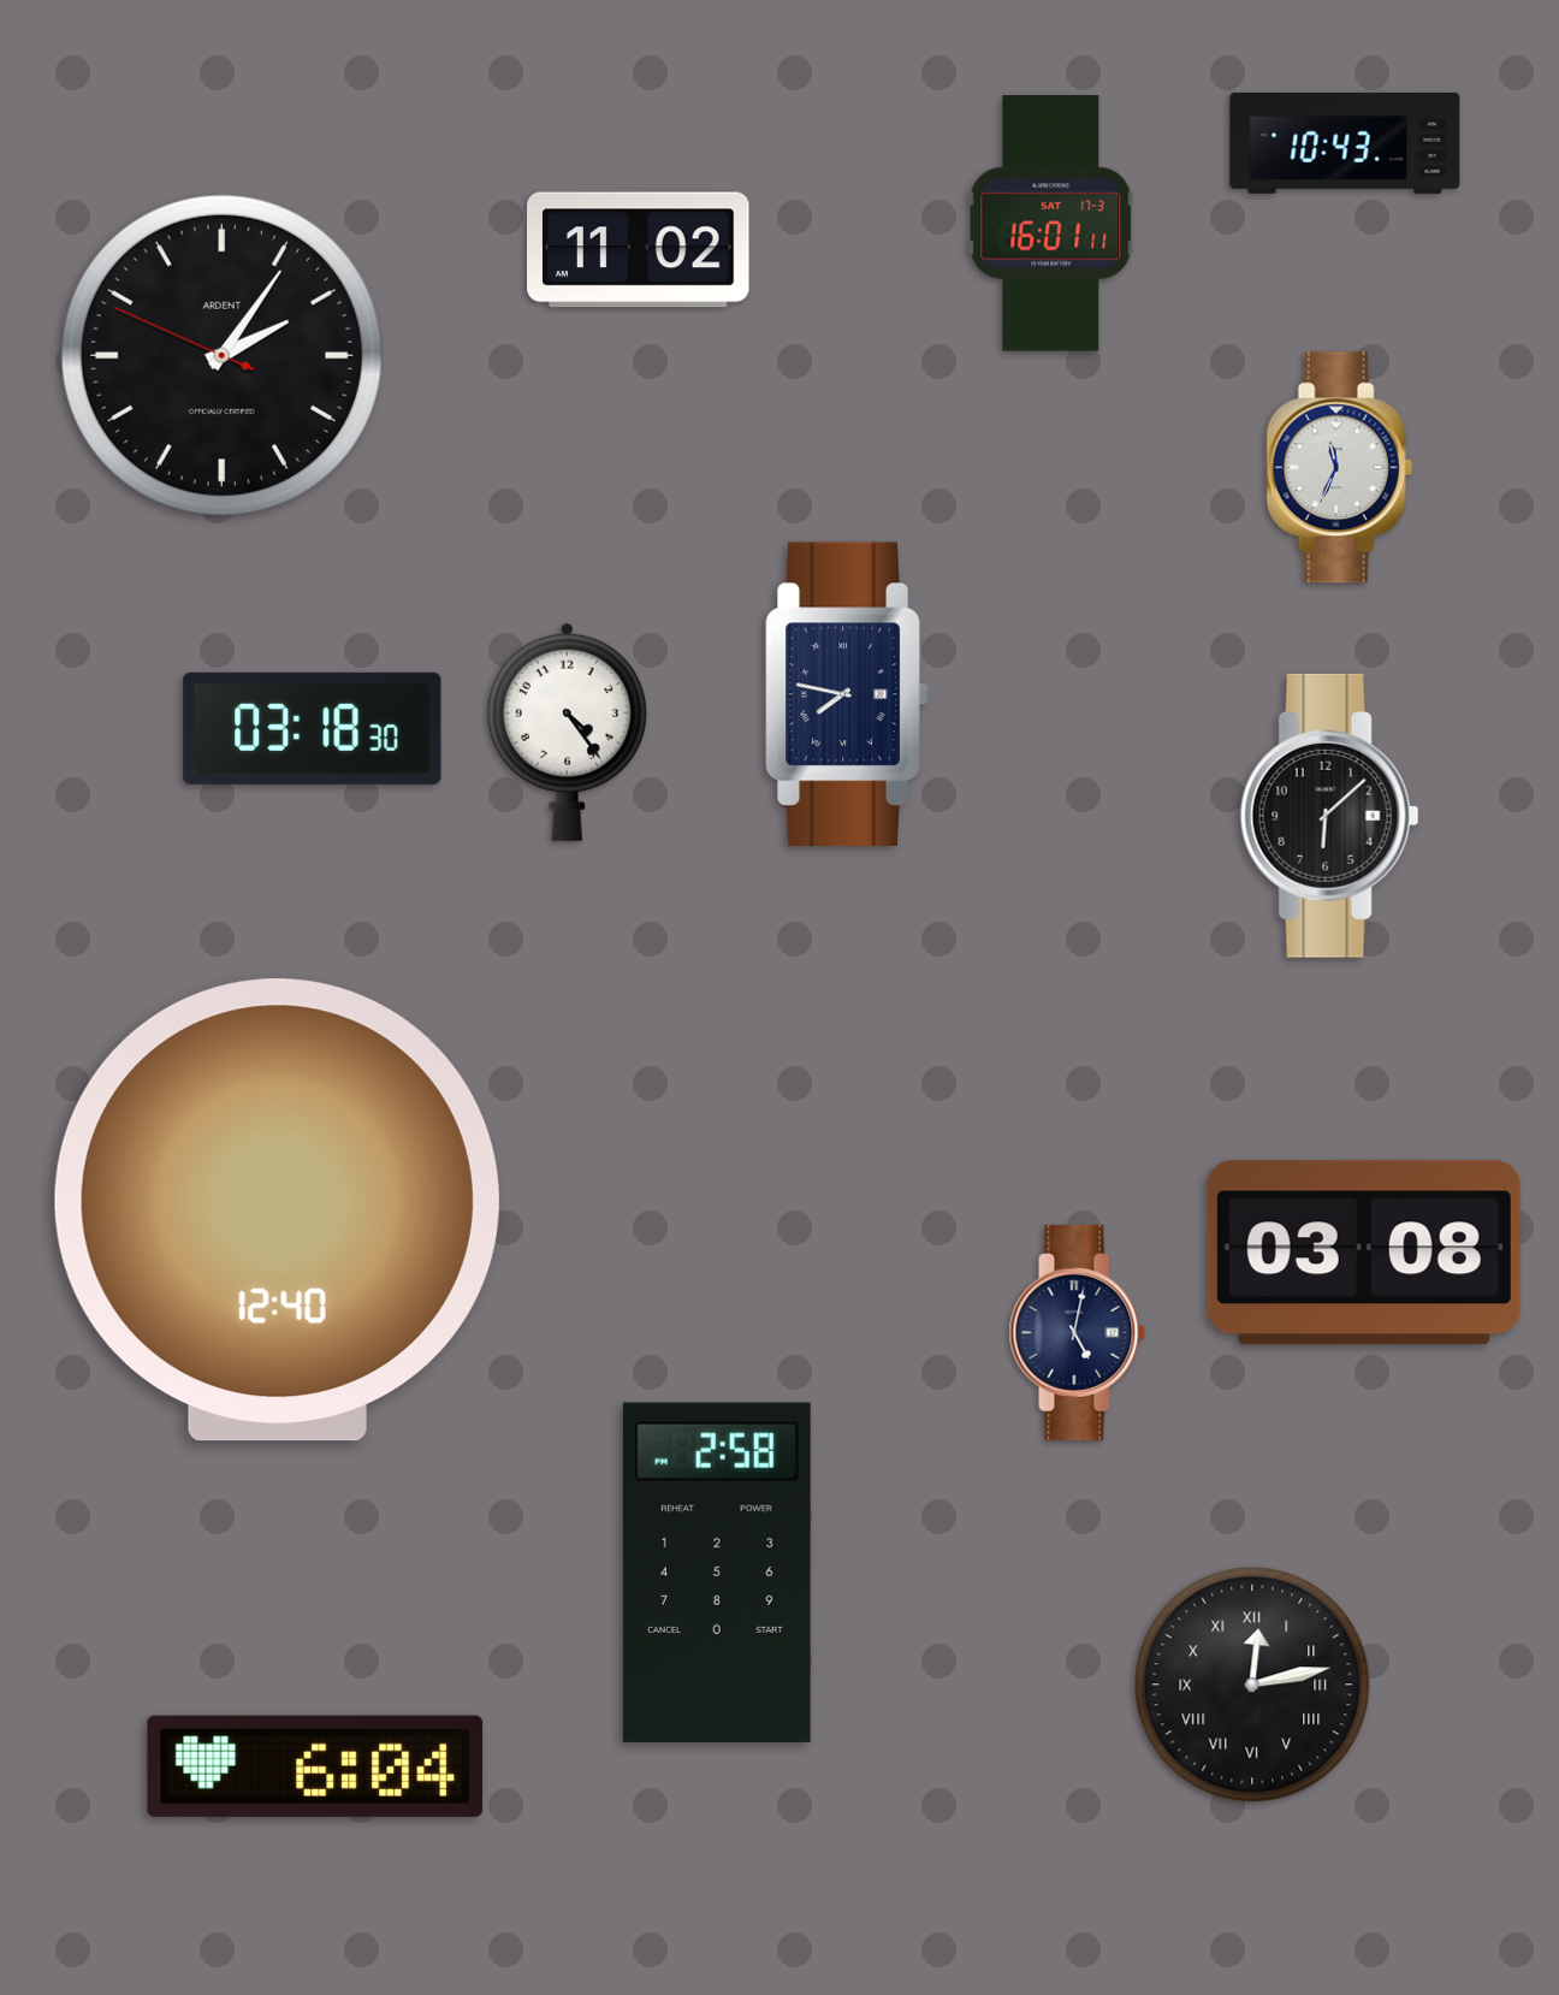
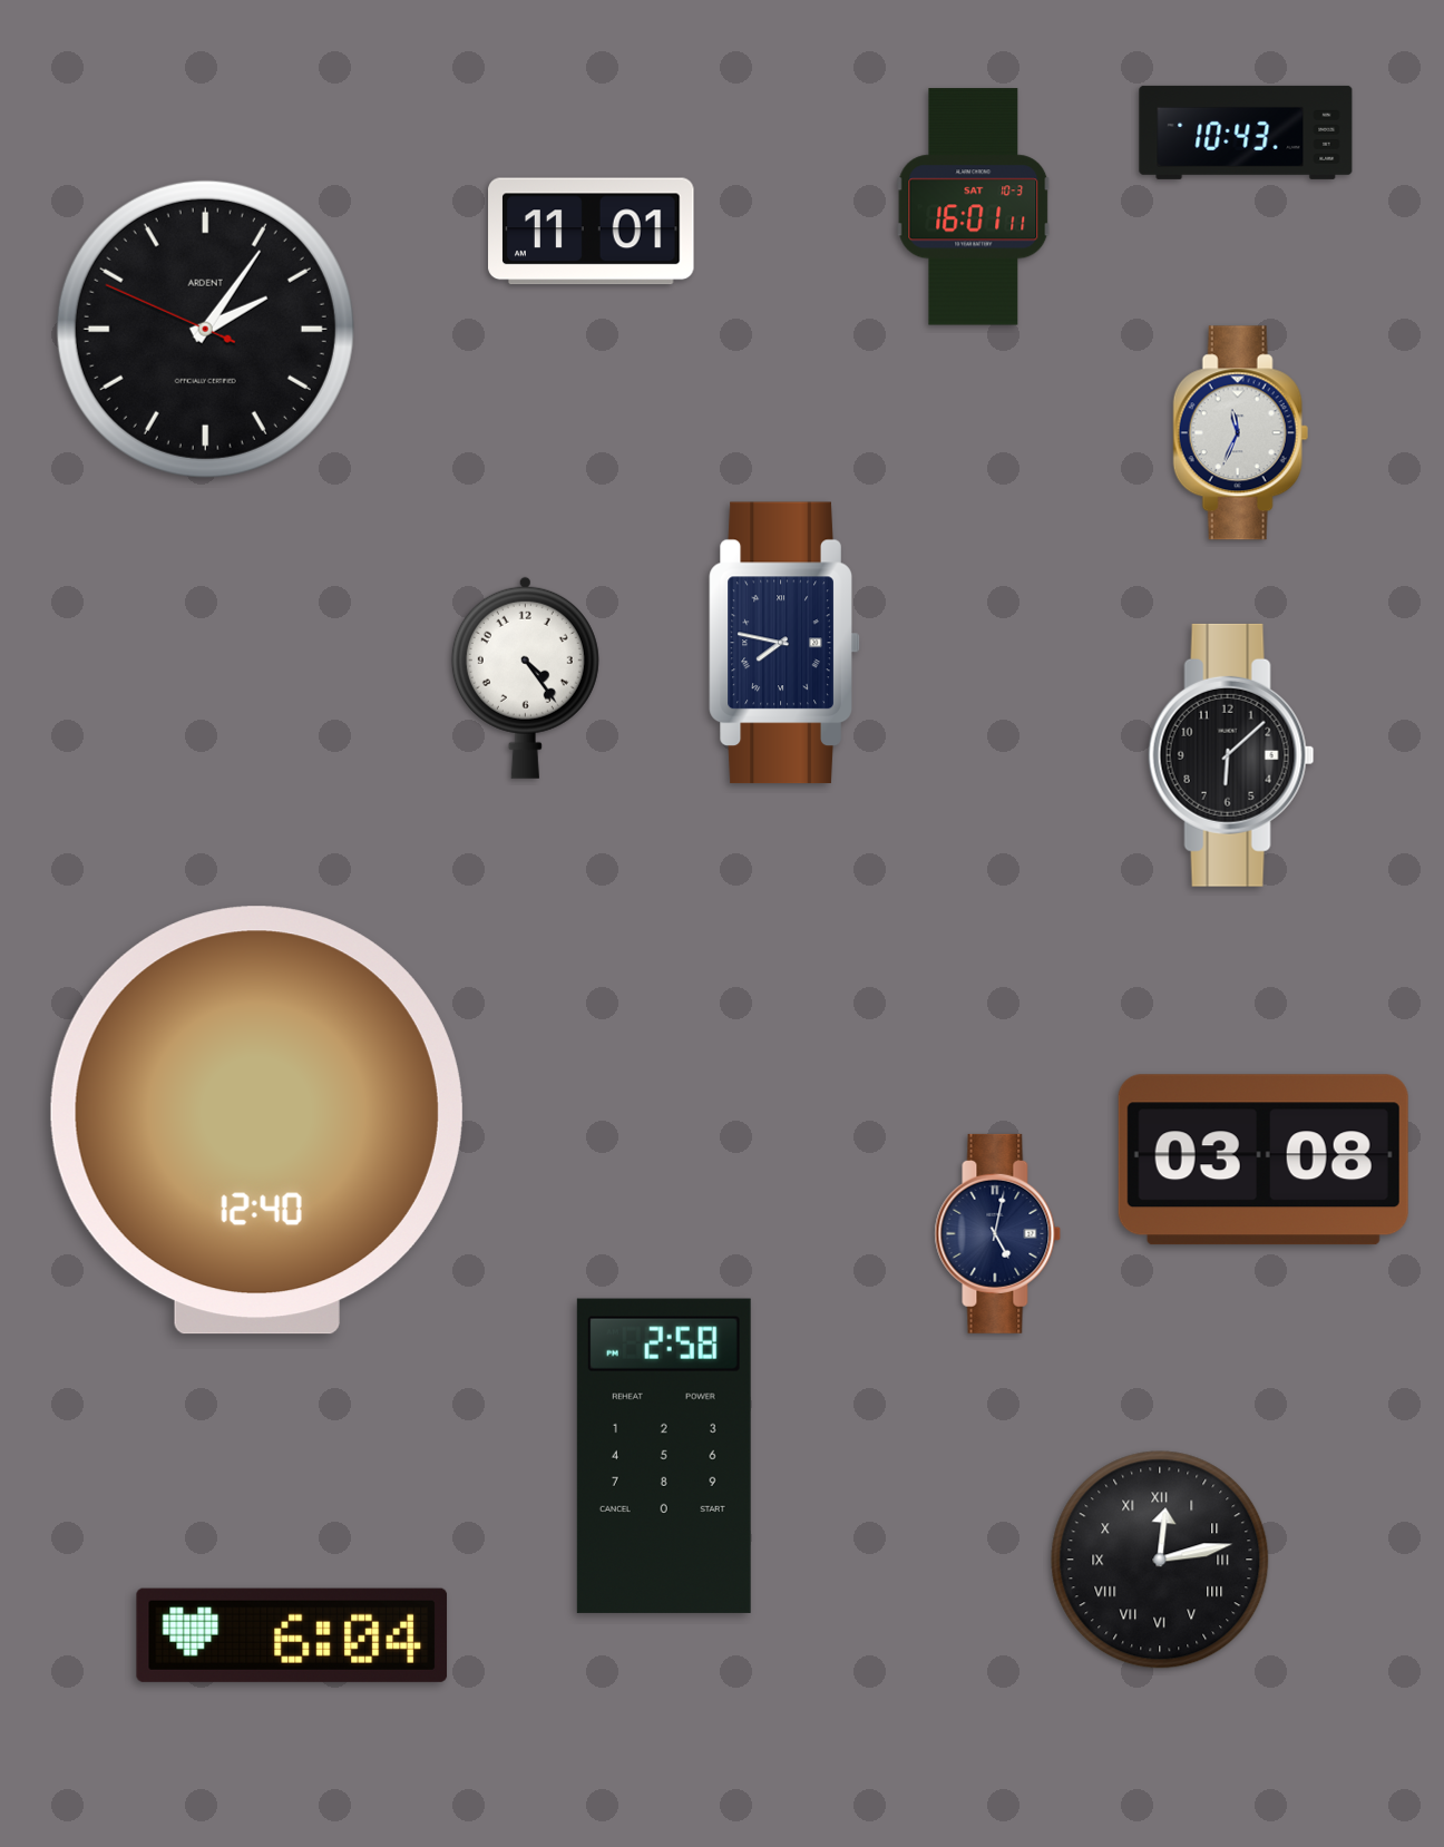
clock at (1051, 224) date: SAT 17-3 -> SAT 10-3
clock at (639, 250): 11:02 -> 11:01
clock at (313, 728): 03:18 -> none
